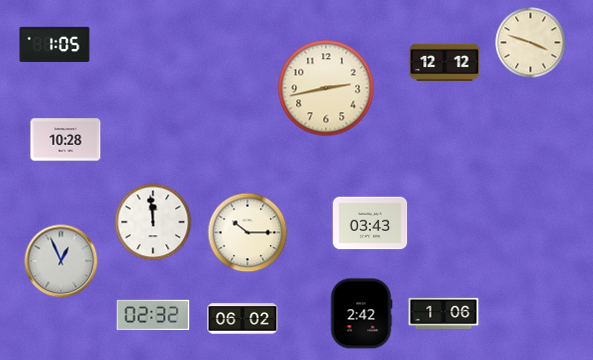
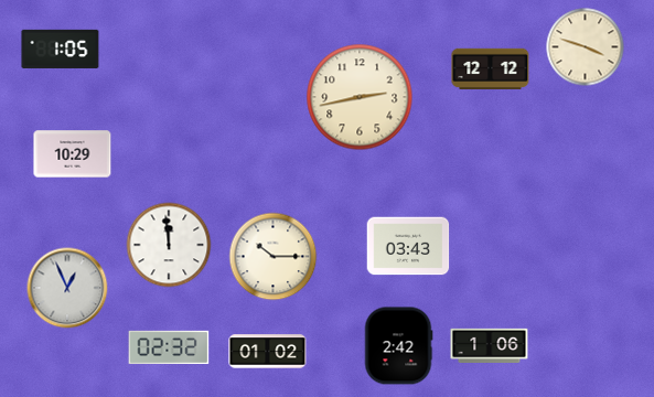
clock at (66, 140): 10:28 -> 10:29
clock at (243, 319): 06:02 -> 01:02
